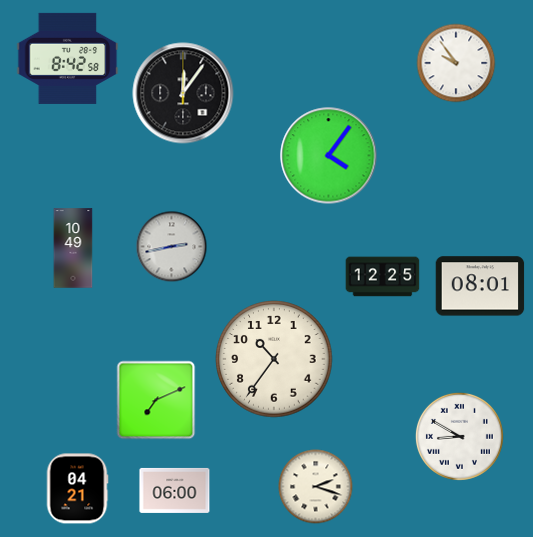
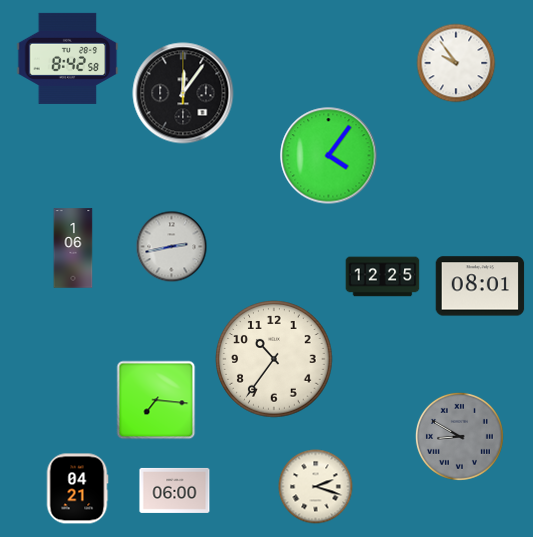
clock at (73, 248): 10:49 -> 1:06
clock at (156, 400): 7:11 -> 7:16
clock at (459, 436) dial: white -> grey
